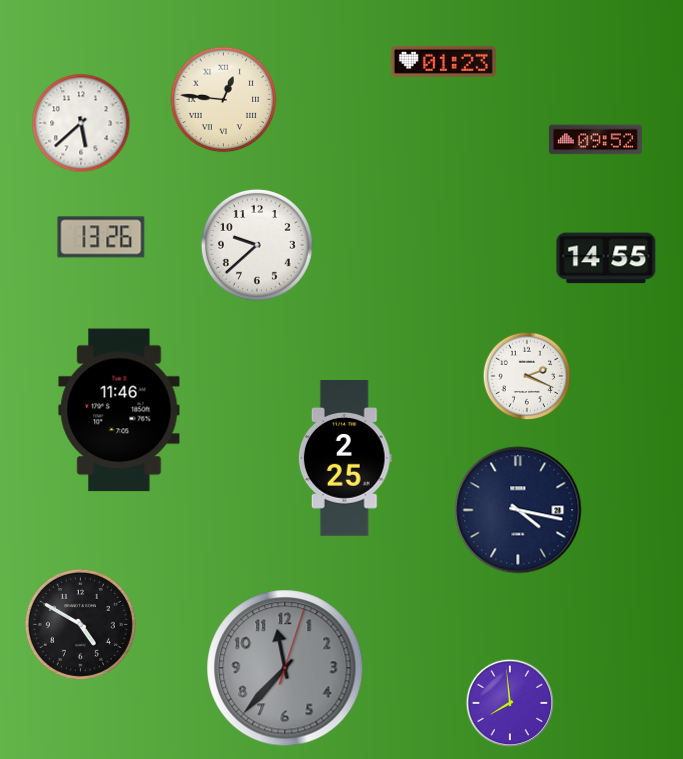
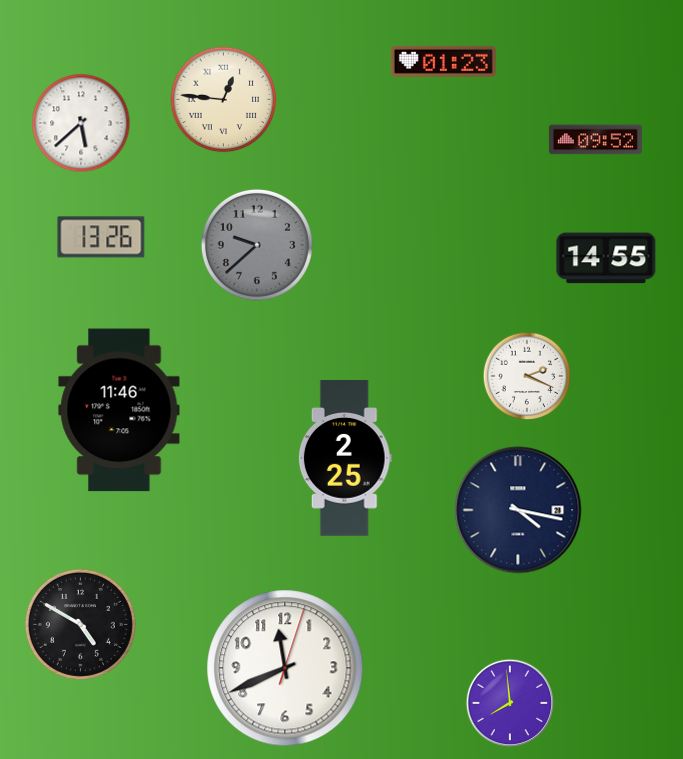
clock at (257, 245) dial: white -> grey
clock at (285, 668): 11:37 -> 11:41
clock at (285, 668) dial: grey -> white
